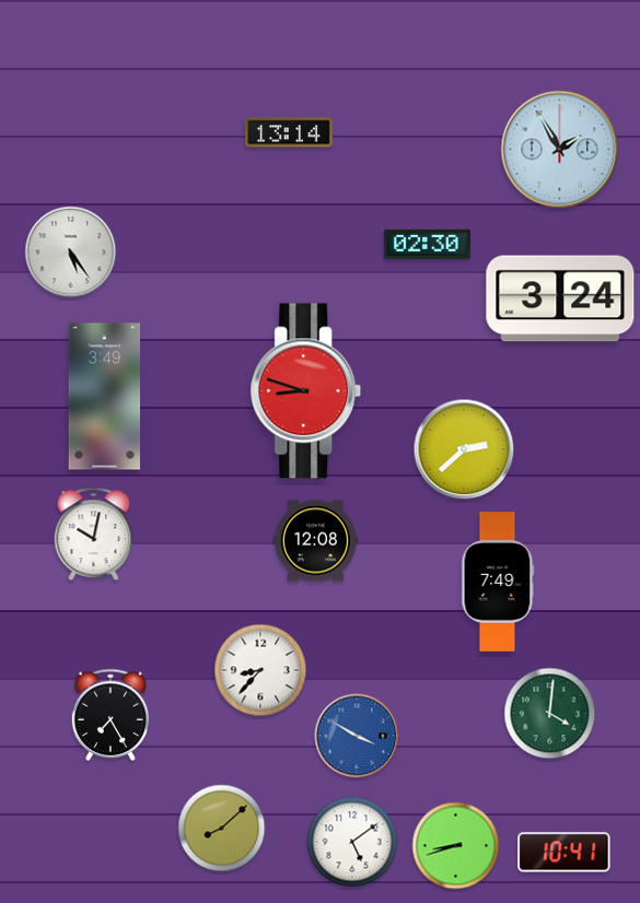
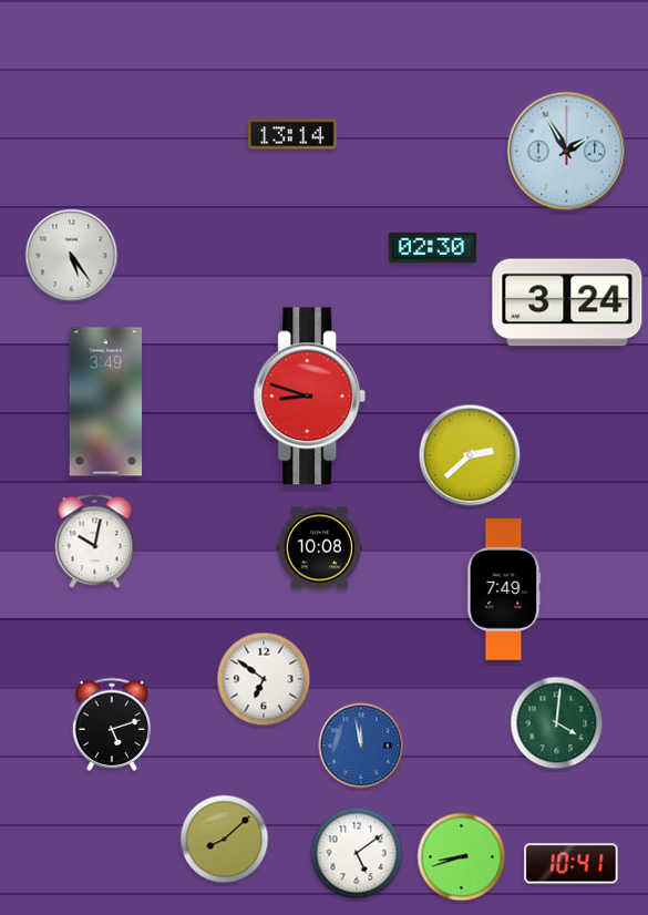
clock at (315, 541): 12:08 -> 10:08
clock at (260, 670): 8:37 -> 6:51
clock at (110, 714): 7:25 -> 5:12
clock at (357, 736): 3:50 -> 11:58
